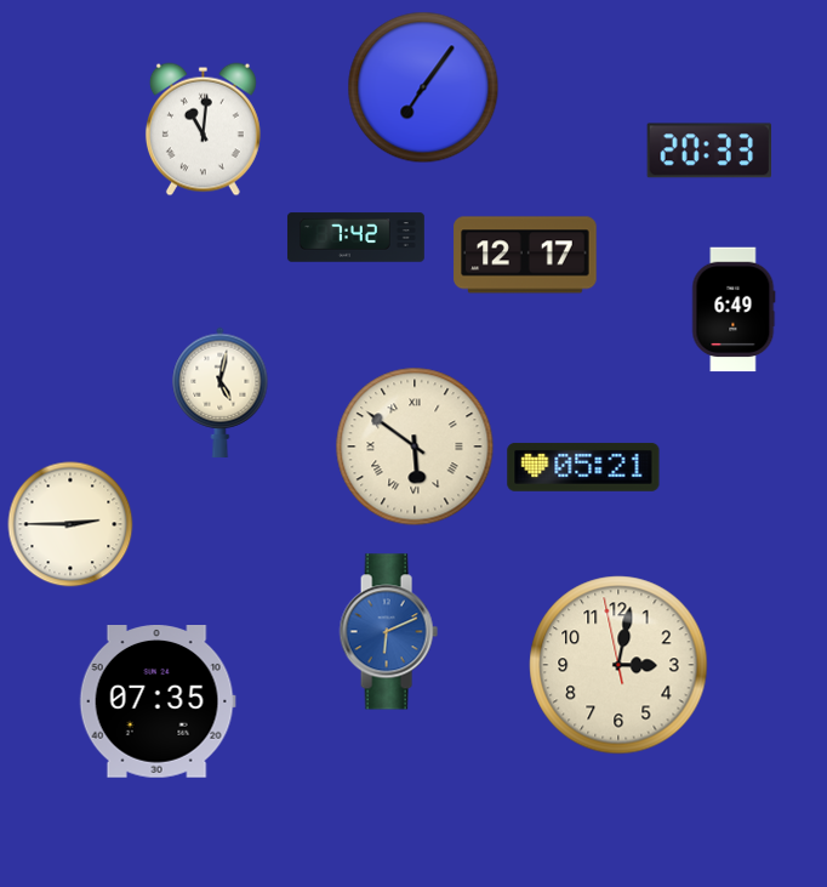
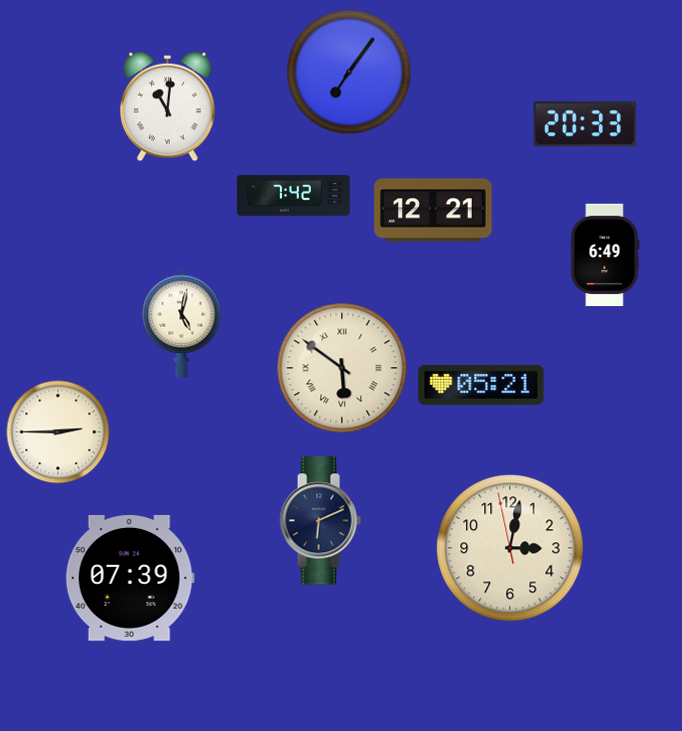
clock at (525, 255): 12:17 -> 12:21
clock at (388, 632) dial: blue -> navy
clock at (158, 703): 07:35 -> 07:39
